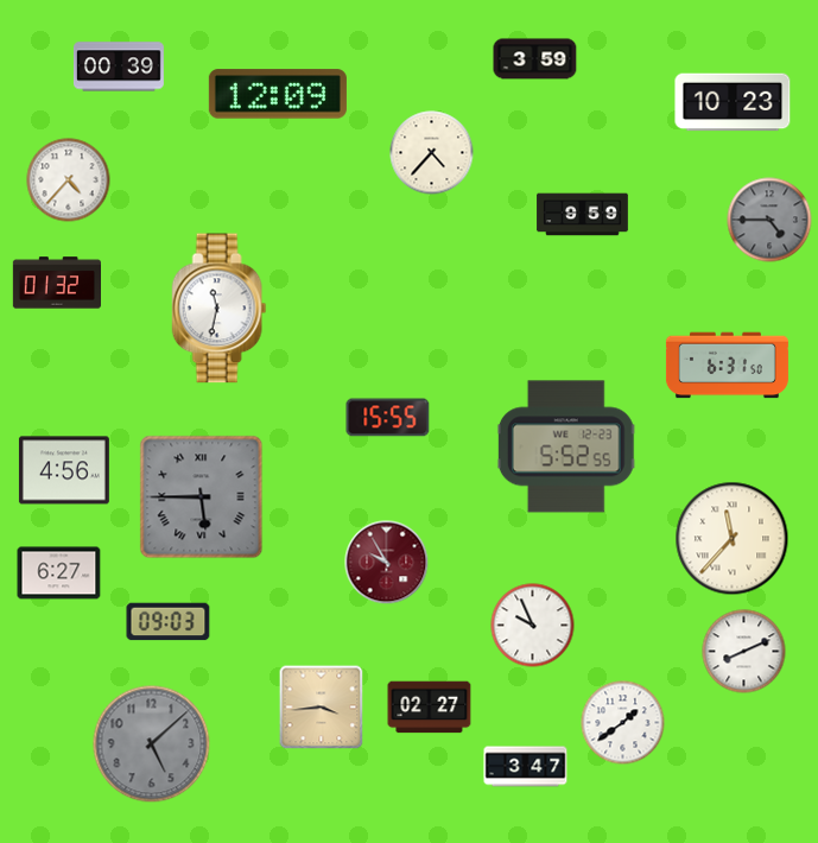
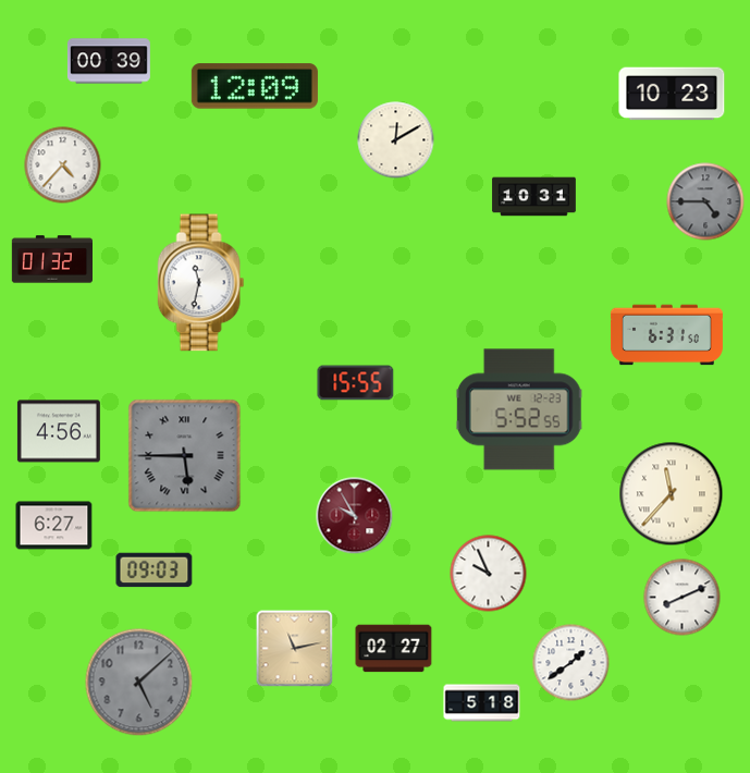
clock at (535, 59): 3:59 -> none
clock at (432, 153): 4:37 -> 12:10
clock at (583, 215): 9:59 -> 10:31
clock at (322, 708): 3:44 -> 11:13
clock at (526, 767): 3:47 -> 5:18
